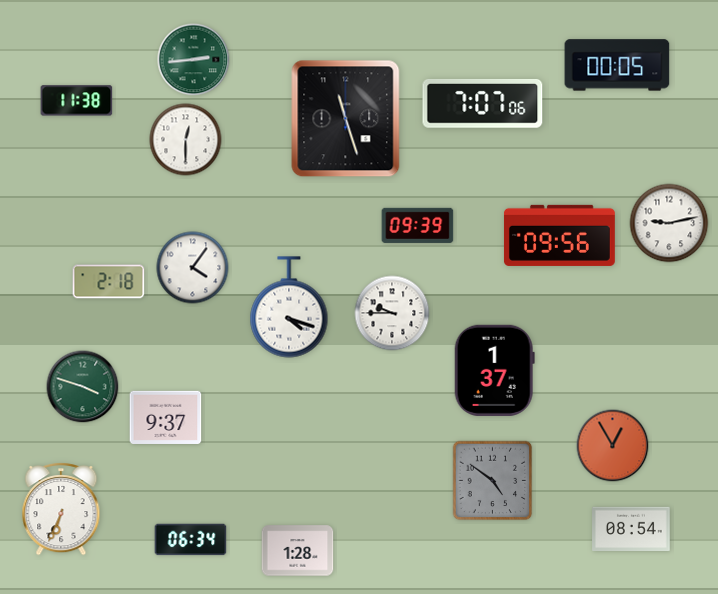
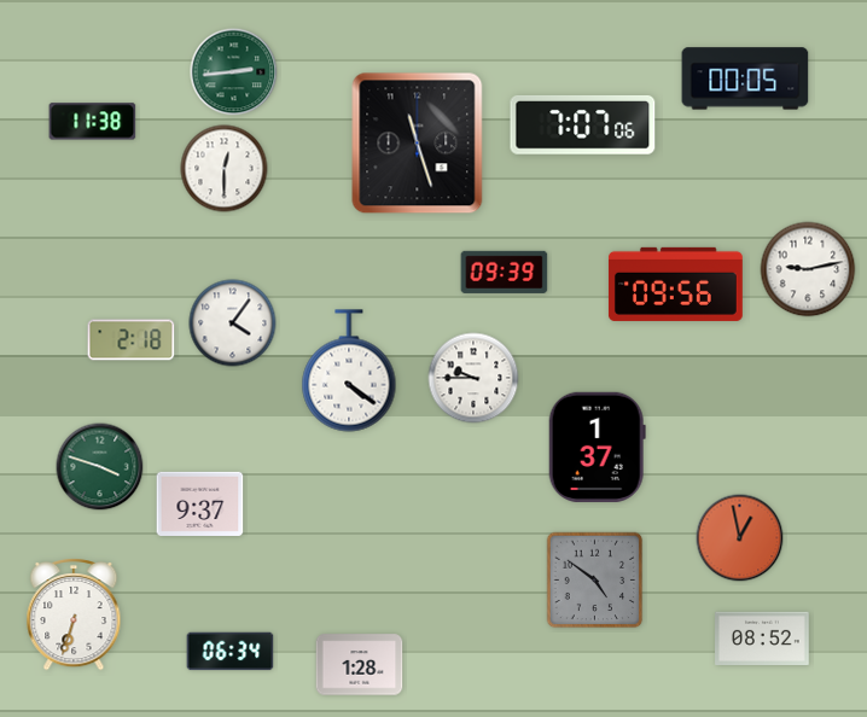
clock at (289, 307): 4:18 -> 4:21
clock at (613, 446): 12:55 -> 12:58
clock at (61, 510): 6:34 -> 6:33
clock at (631, 529): 08:54 -> 08:52
